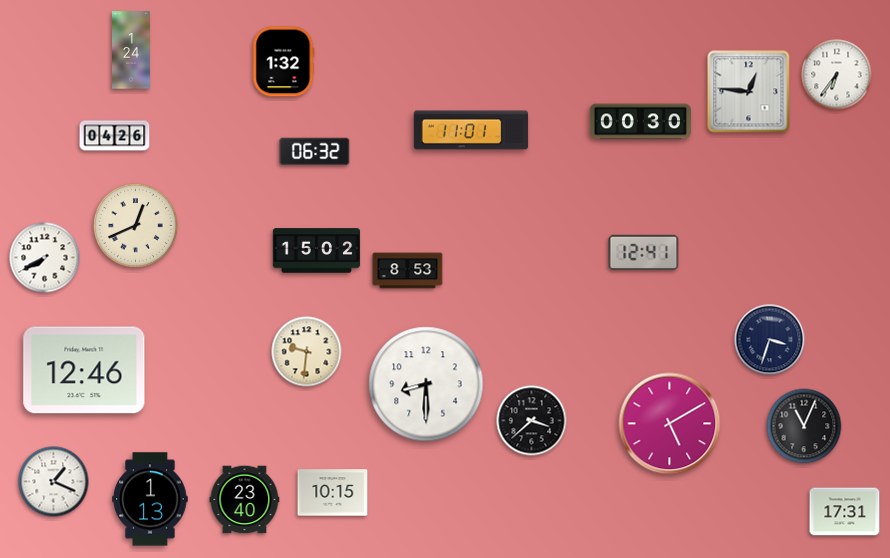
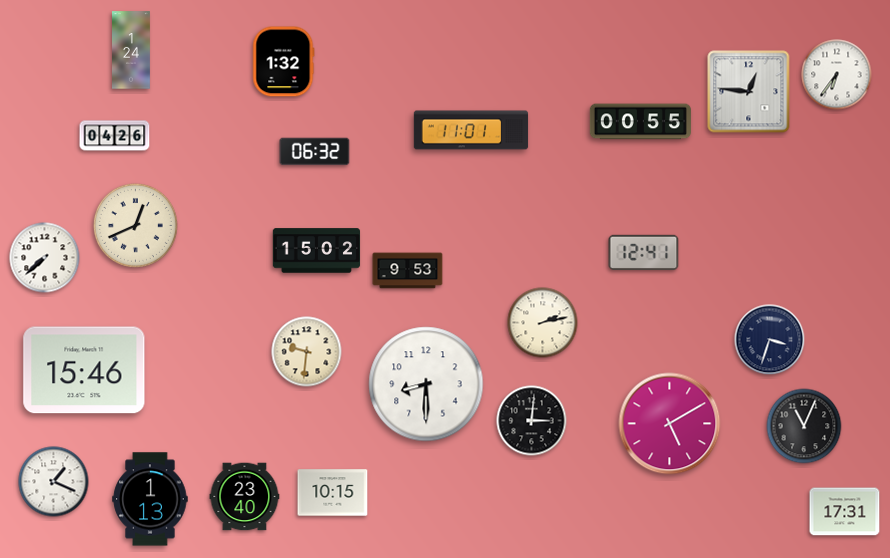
clock at (640, 122): 00:30 -> 00:55
clock at (45, 258): 7:40 -> 7:38
clock at (408, 271): 8:53 -> 9:53
clock at (543, 323): none -> 2:13
clock at (84, 370): 12:46 -> 15:46
clock at (532, 421): 3:38 -> 3:01
clock at (245, 500) position: (245, 500) -> (245, 497)
